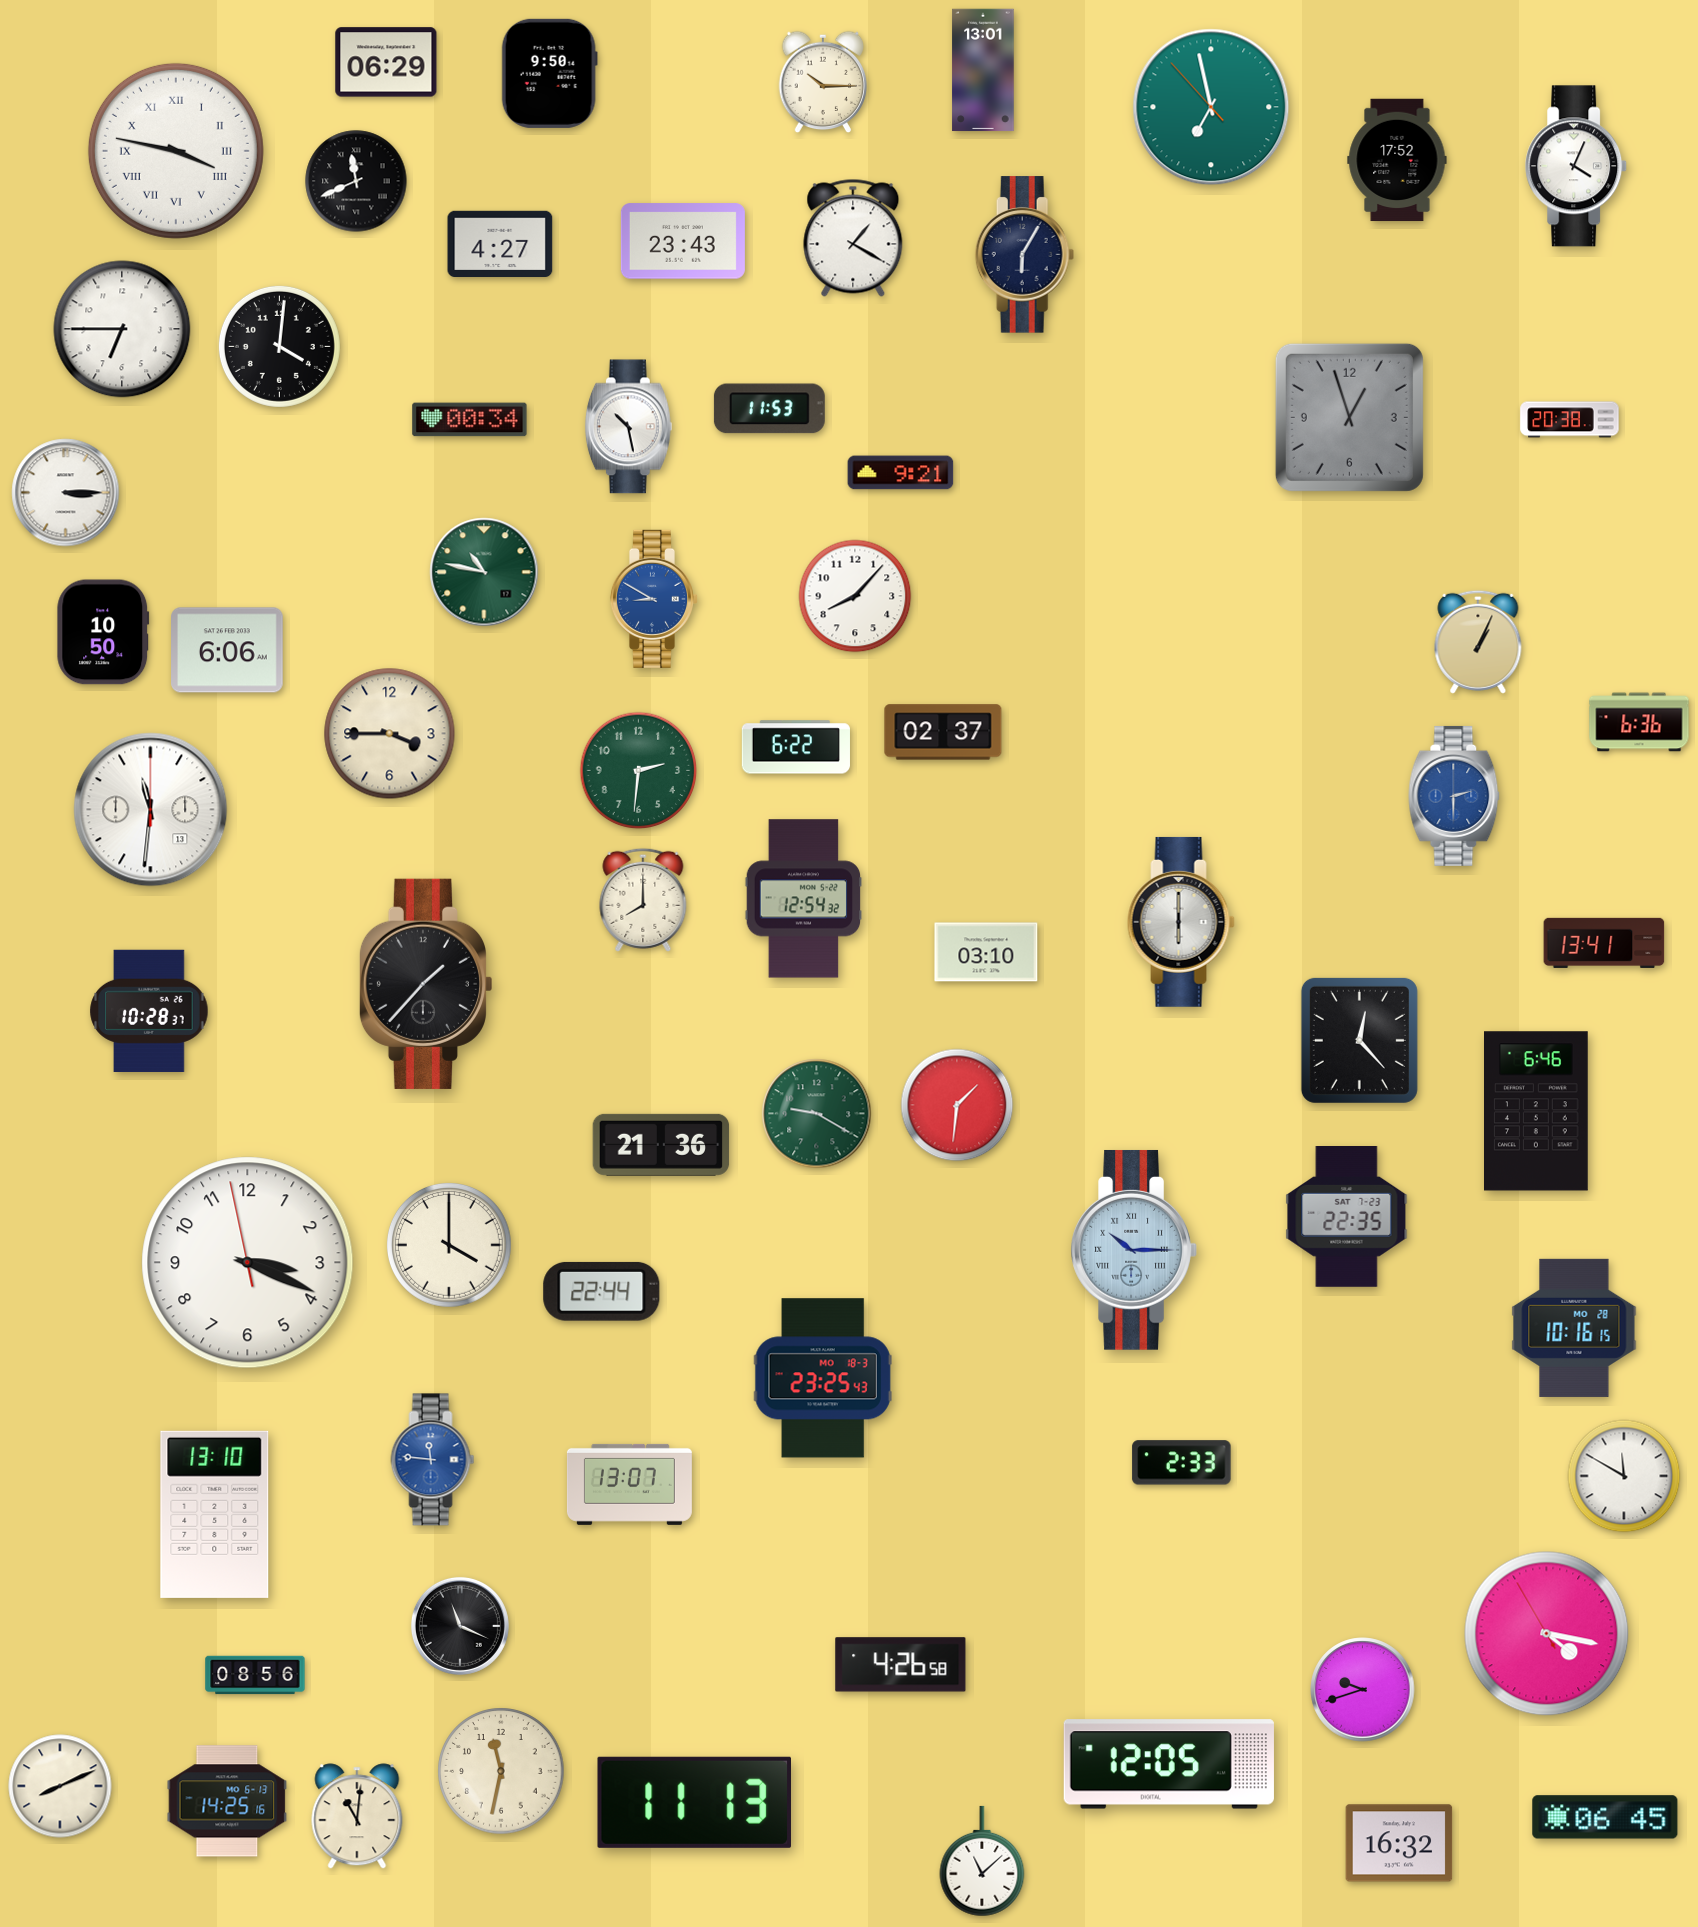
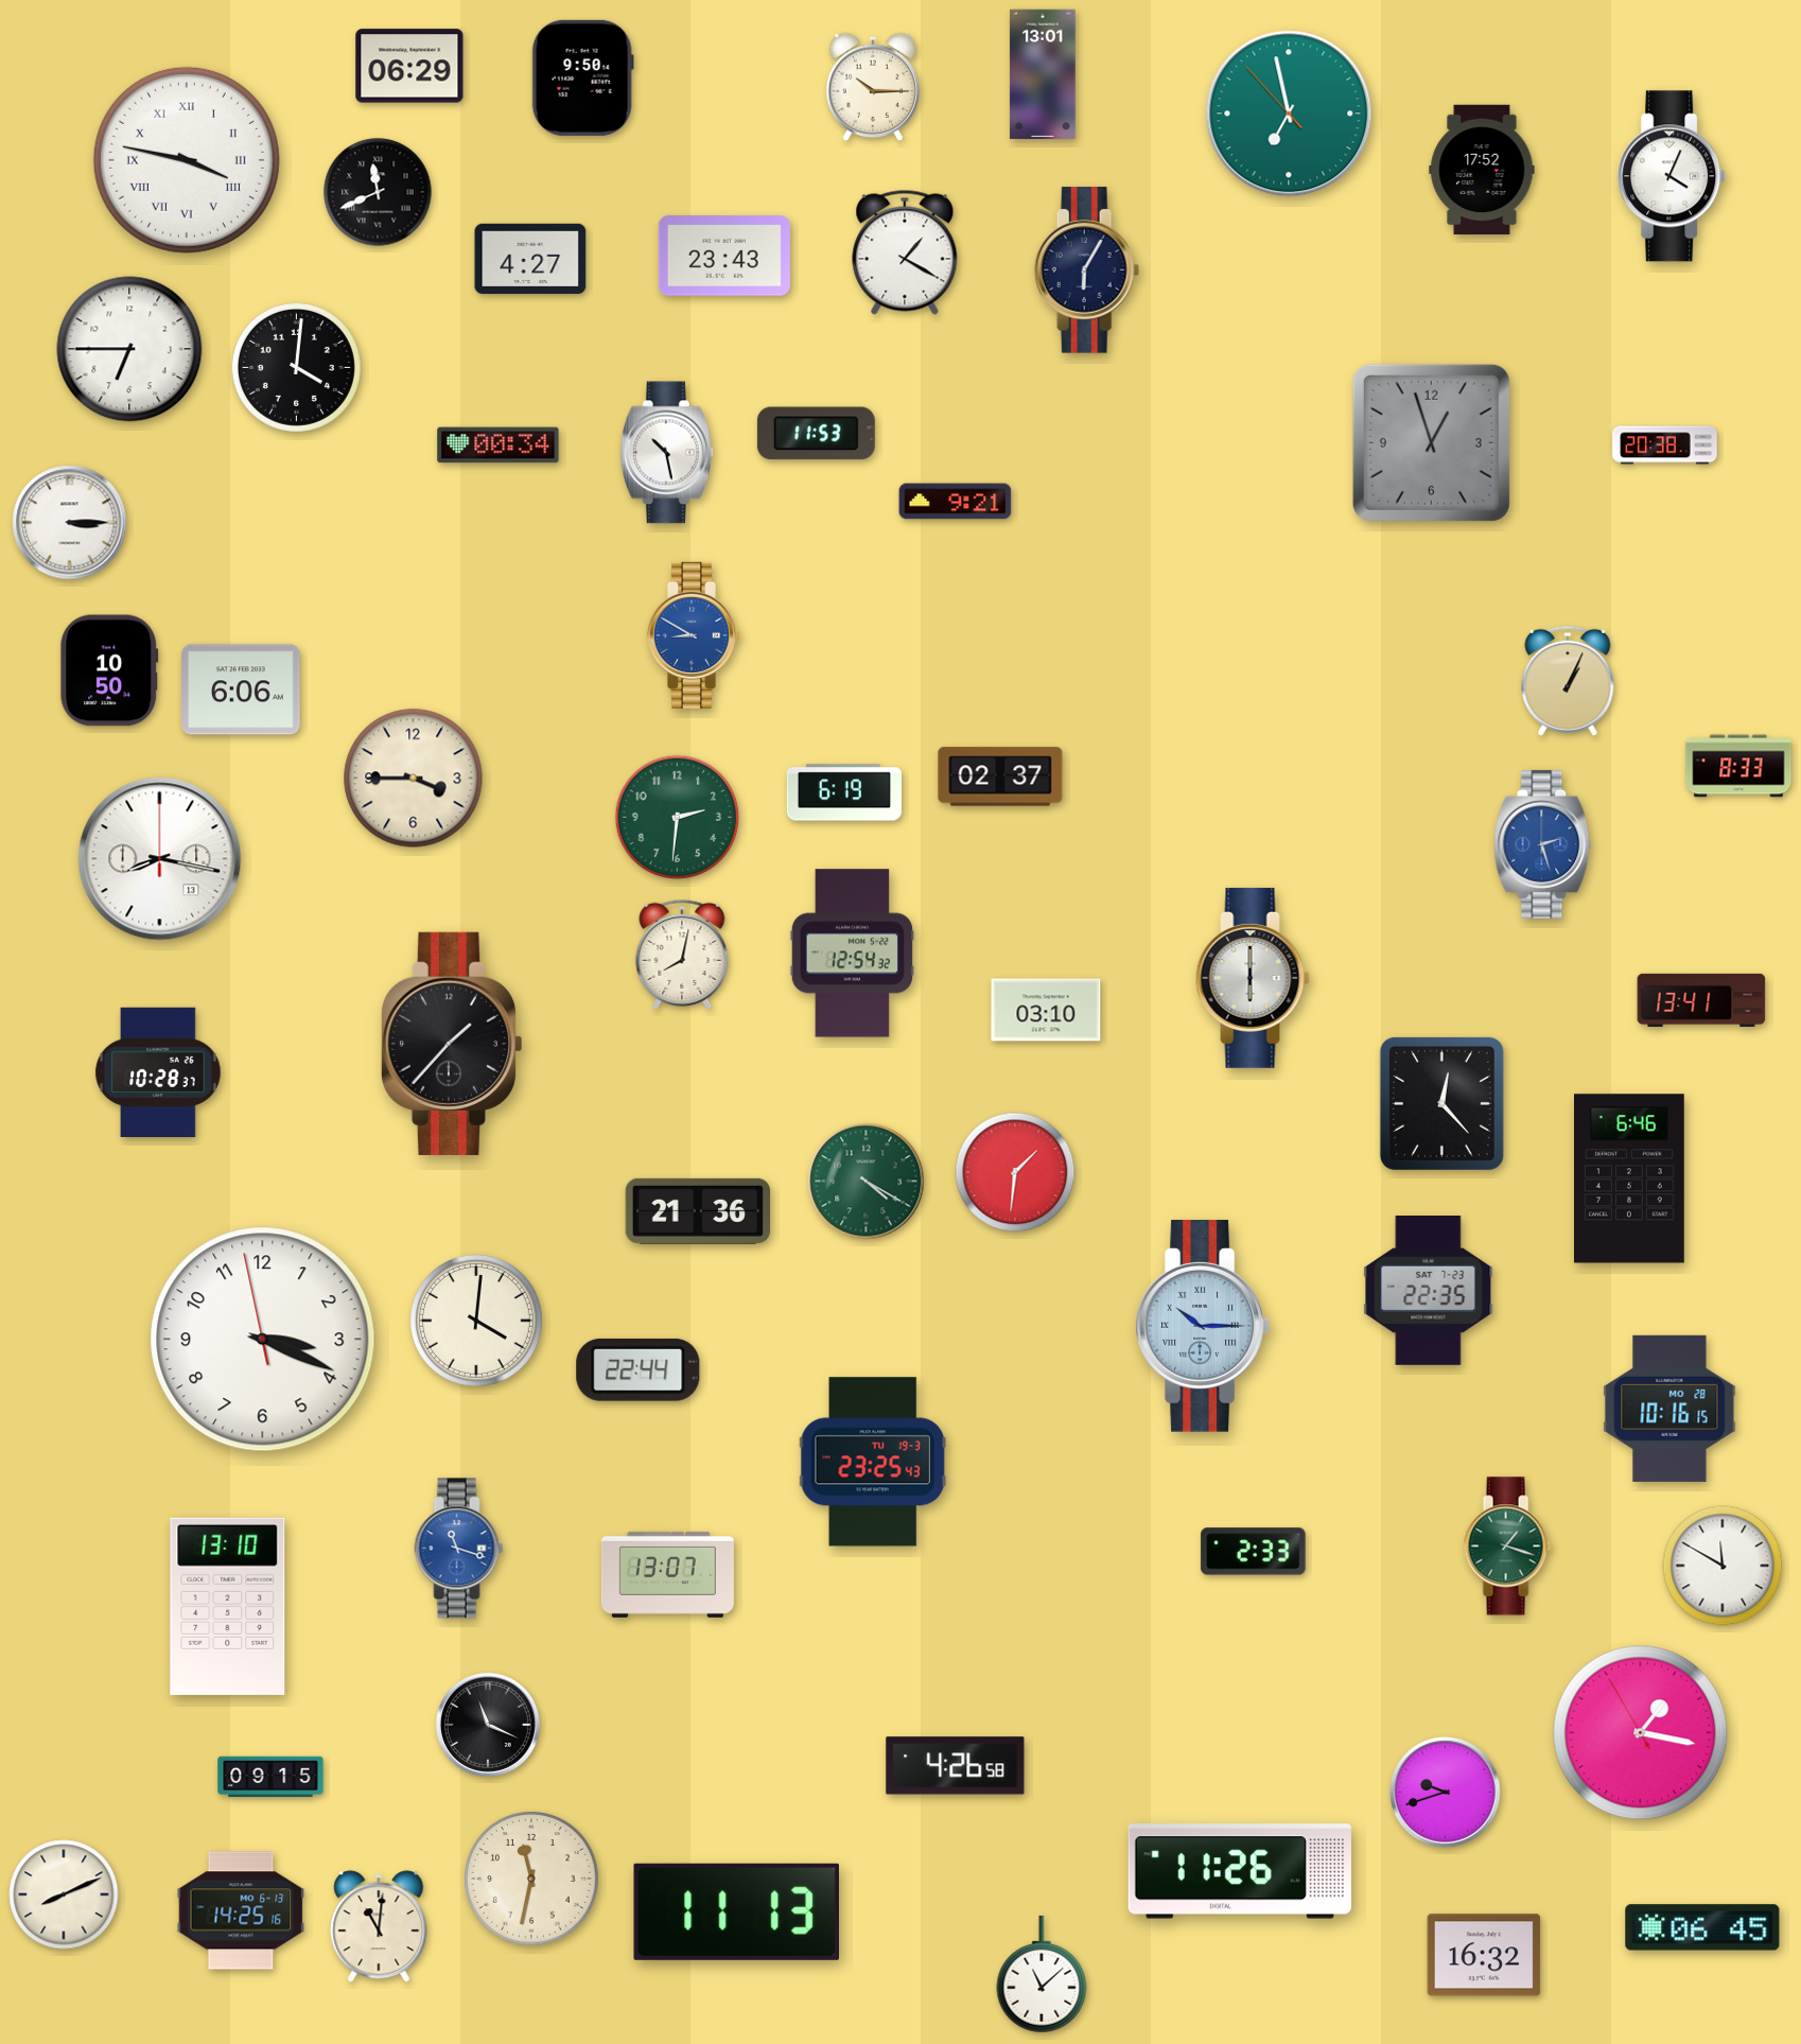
clock at (1211, 107) position: (1211, 107) -> (1289, 113)
clock at (484, 572): 10:47 -> none
clock at (855, 596): 8:07 -> none
clock at (1639, 722): 6:36 -> 8:33
clock at (796, 747): 6:22 -> 6:19
clock at (1454, 796): 2:30 -> 2:27
clock at (151, 810): 11:31 -> 8:17
clock at (643, 900): 8:00 -> 8:02
clock at (817, 1114): 9:20 -> 4:20
clock at (661, 1145) position: (661, 1145) -> (698, 1211)
clock at (450, 1246): 4:00 -> 4:01
clock at (823, 1378) date: MO 18-3 -> TU 19-3
clock at (1507, 1547): none -> 1:18
clock at (433, 1460): 11:46 -> 11:18
clock at (1547, 1634): 4:16 -> 1:16
clock at (255, 1675): 08:56 -> 09:15
clock at (1169, 1764): 12:05 -> 11:26
